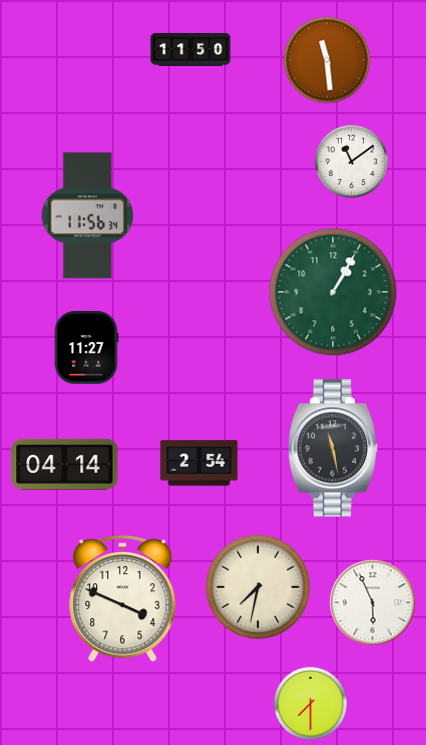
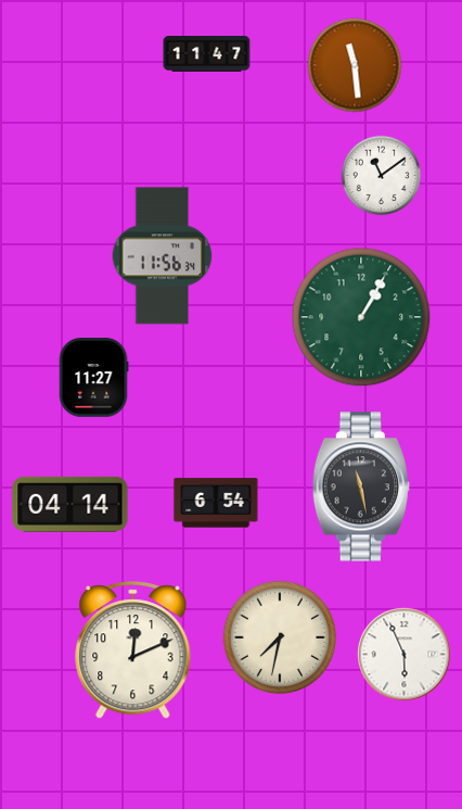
clock at (191, 50): 11:50 -> 11:47
clock at (88, 216) position: (88, 216) -> (163, 256)
clock at (199, 463): 2:54 -> 6:54
clock at (123, 599): 3:49 -> 12:11
clock at (311, 704): 7:30 -> none
